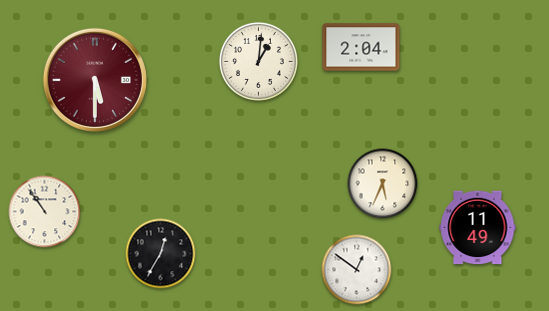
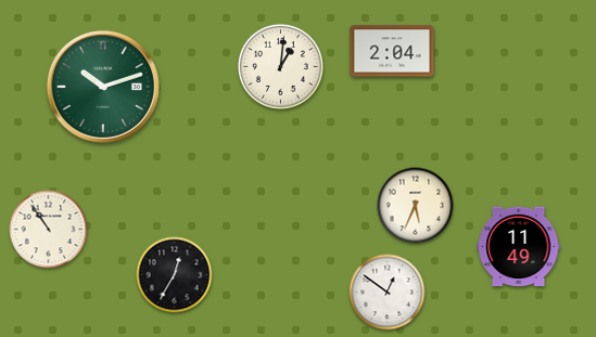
clock at (95, 80): 5:30 -> 10:12
clock at (95, 80) dial: burgundy -> green
clock at (383, 184) position: (383, 184) -> (416, 206)
